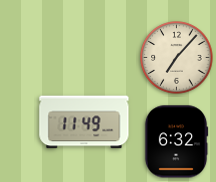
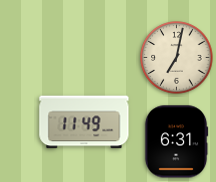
clock at (177, 58): 7:07 -> 7:02
clock at (176, 142): 6:32 -> 6:31
